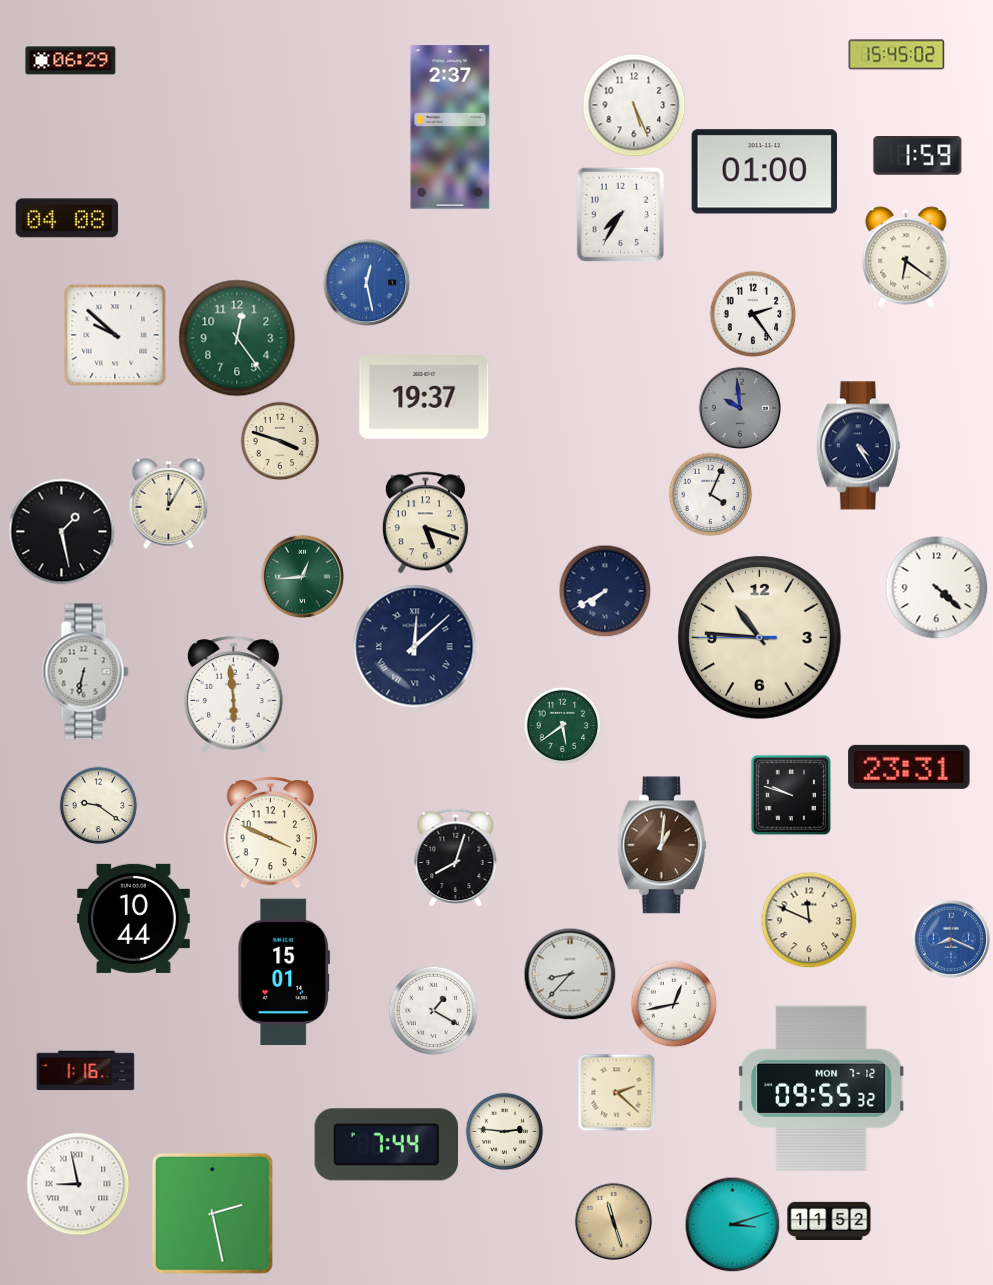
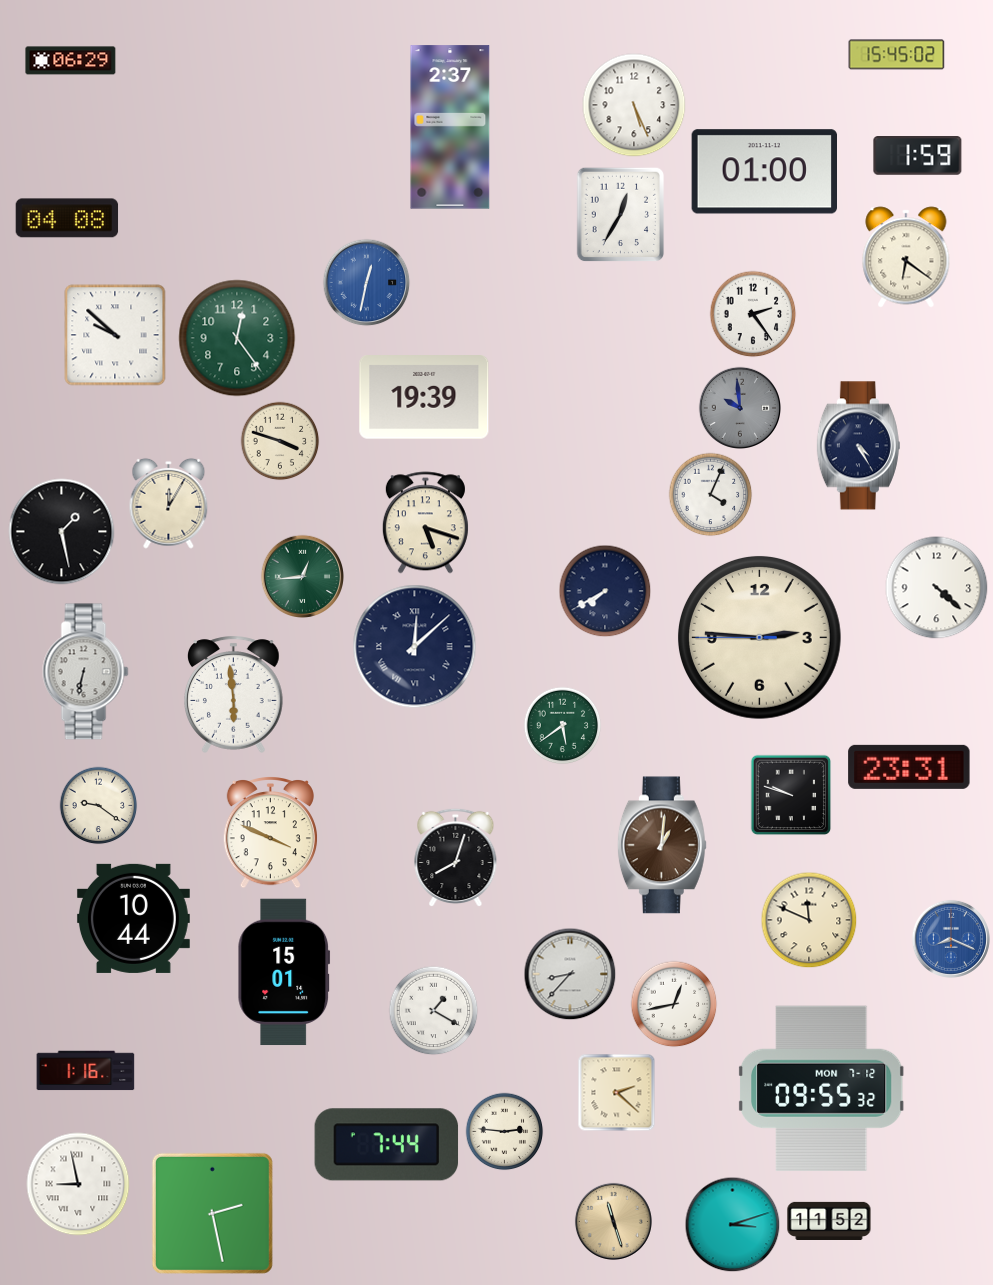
clock at (621, 214): 7:35 -> 12:35
clock at (366, 282): 12:28 -> 12:32
clock at (424, 397): 19:37 -> 19:39
clock at (759, 637): 10:45 -> 2:45
